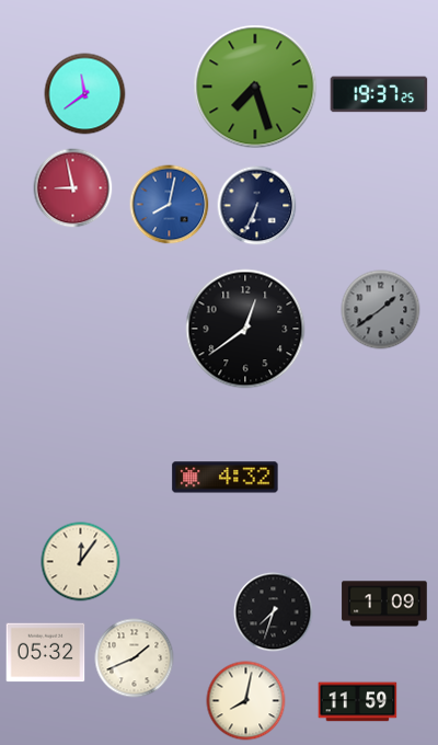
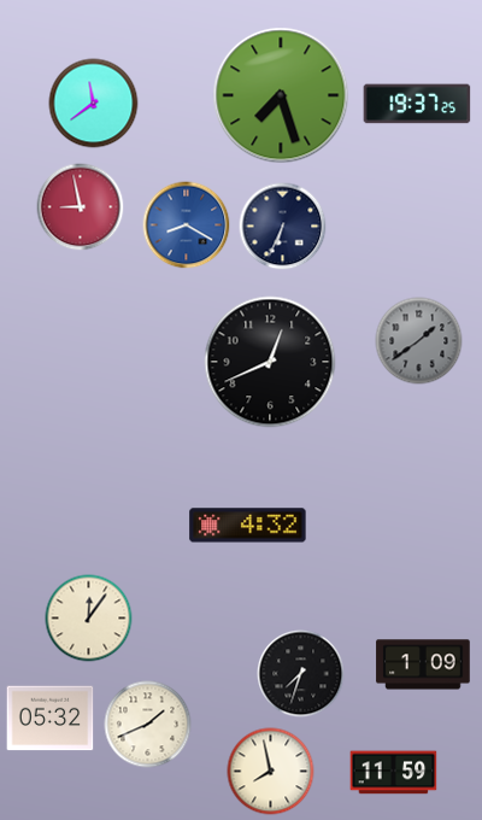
clock at (170, 205): 8:02 -> 8:20
clock at (245, 329): 12:39 -> 12:41
clock at (246, 701): 8:02 -> 7:58
